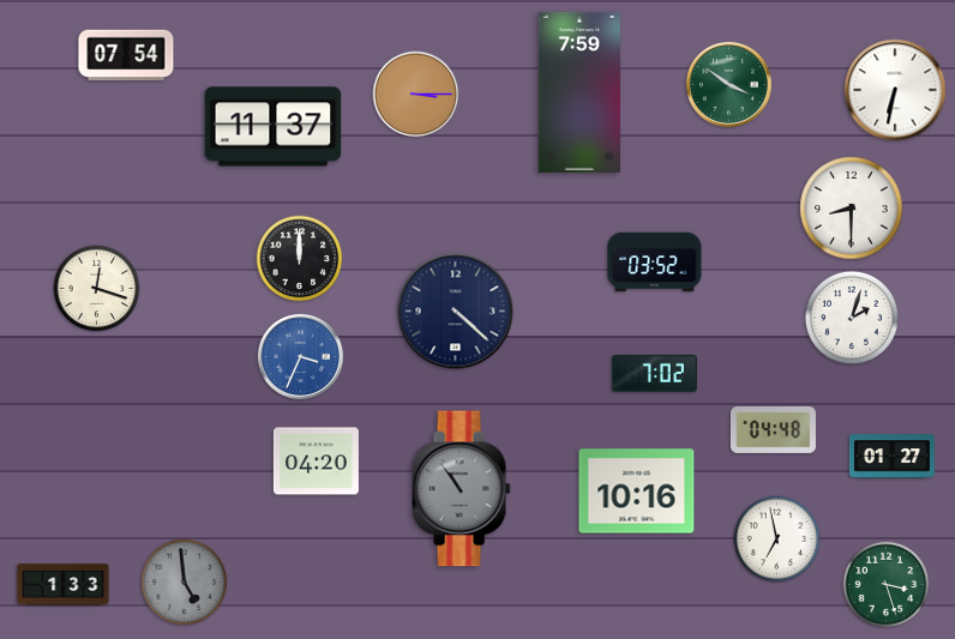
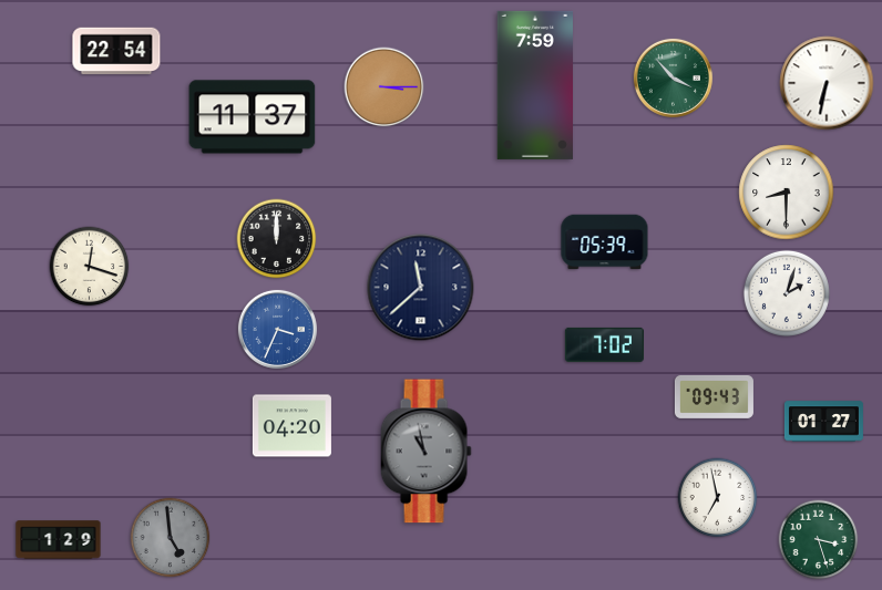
clock at (126, 55): 07:54 -> 22:54
clock at (728, 84): 3:51 -> 3:53
clock at (655, 263): 03:52 -> 05:39
clock at (456, 312): 4:22 -> 11:38
clock at (773, 429): 04:48 -> 09:43
clock at (461, 489): 10:54 -> 10:58
clock at (637, 492): 10:16 -> none
clock at (64, 585): 1:33 -> 1:29
